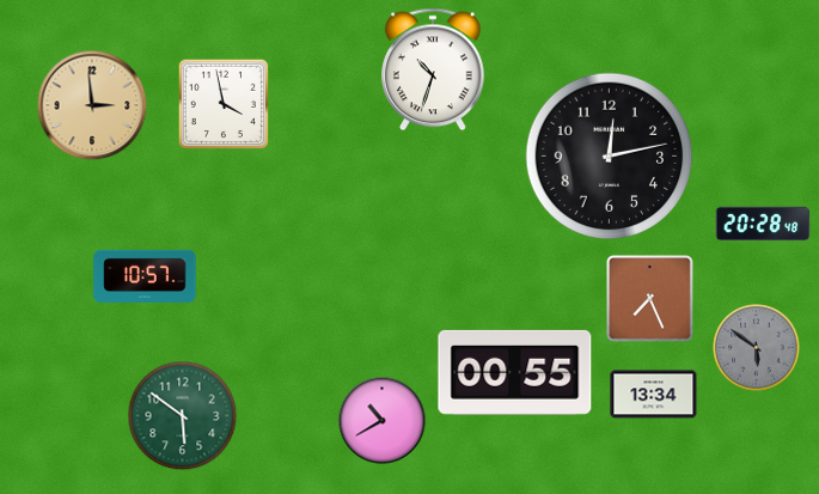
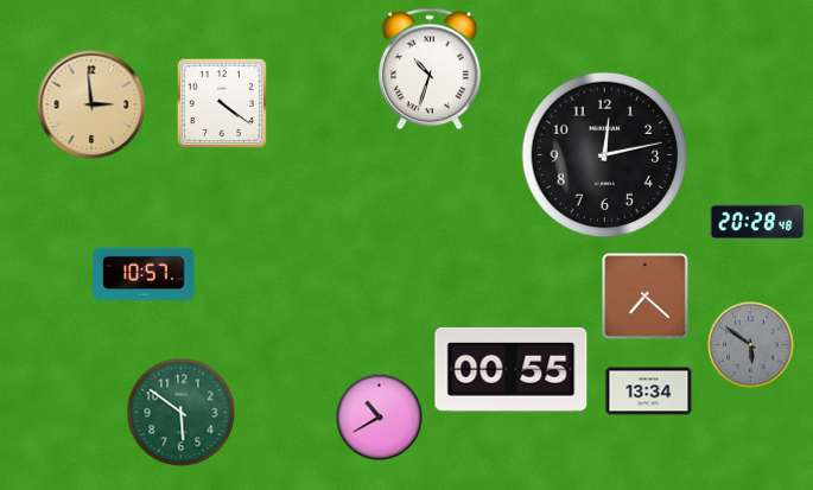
clock at (224, 104): 3:58 -> 4:21
clock at (650, 299): 7:26 -> 7:22
